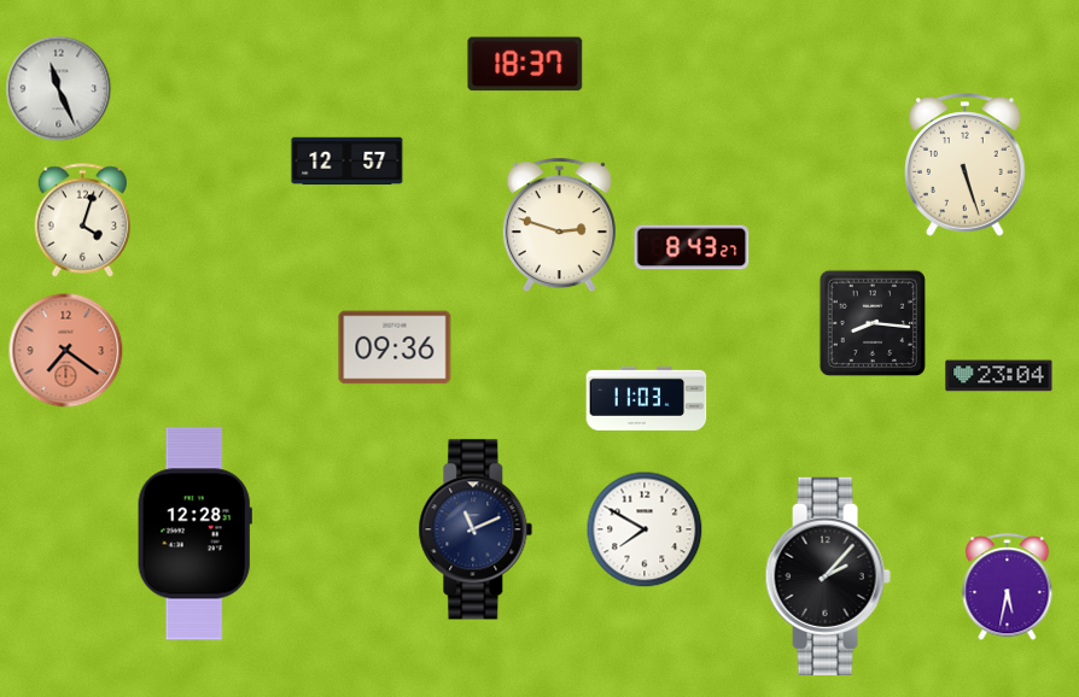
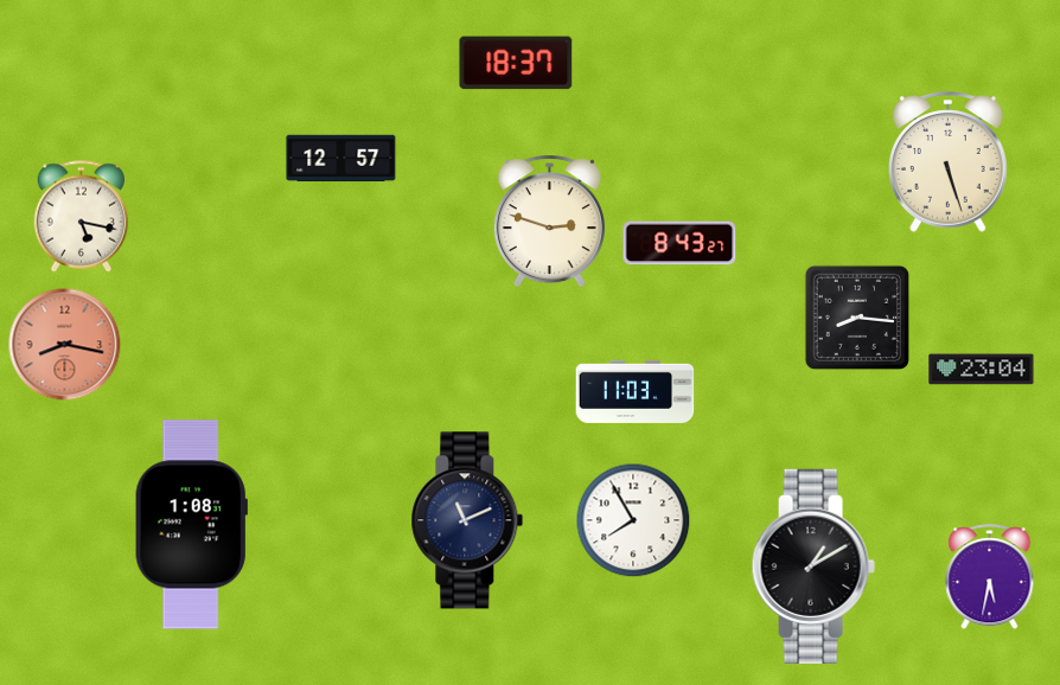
clock at (59, 89): 11:26 -> none
clock at (83, 221): 4:03 -> 5:17
clock at (395, 347): 09:36 -> none
clock at (66, 351): 7:21 -> 8:17
clock at (645, 529): 7:50 -> 7:55
clock at (194, 534): 12:28 -> 1:08
clock at (828, 576): 2:07 -> 1:10
